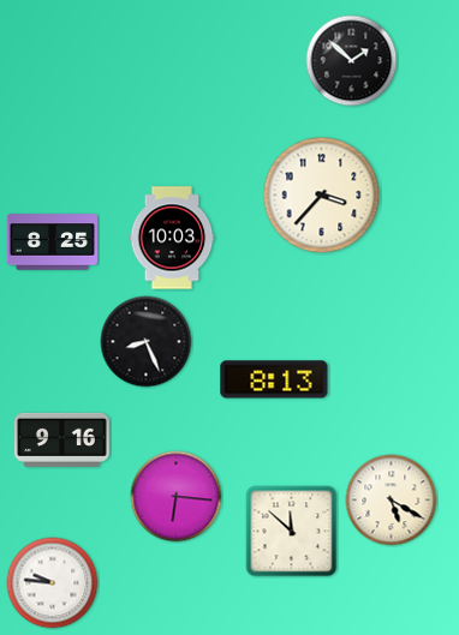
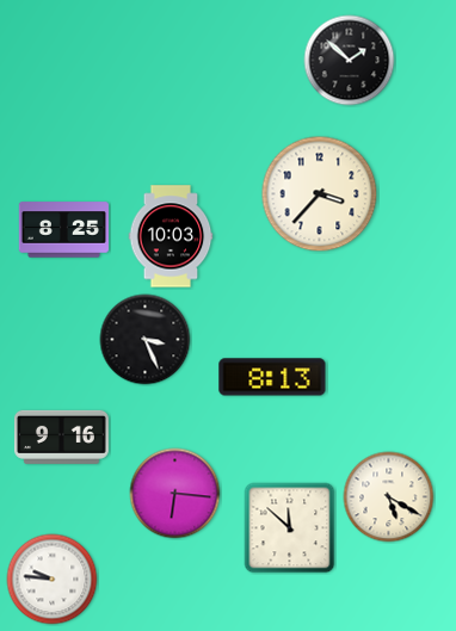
clock at (52, 242) position: (52, 242) -> (63, 230)
clock at (147, 342): 8:26 -> 3:26
